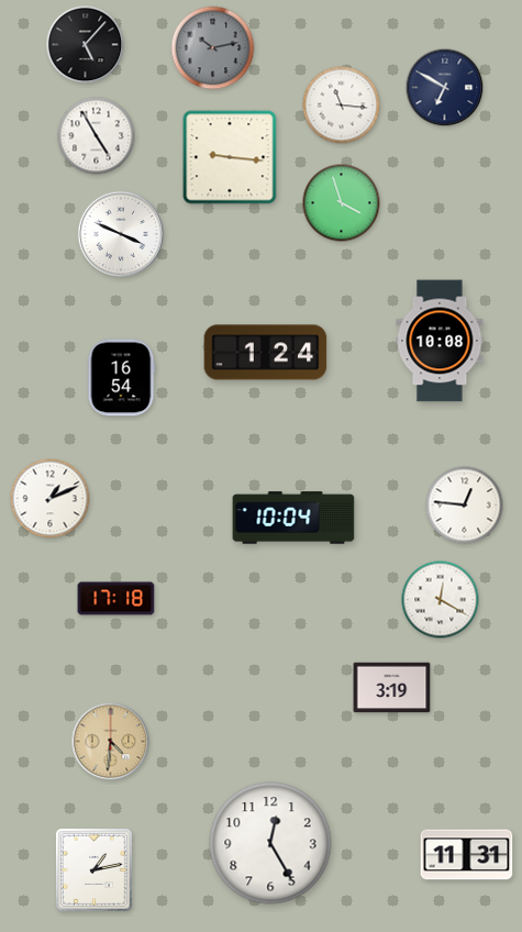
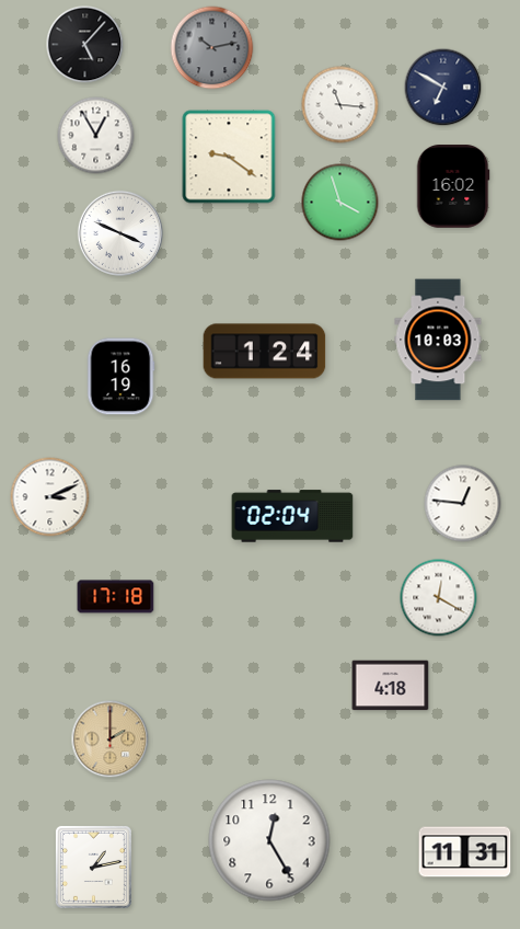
clock at (97, 136): 4:55 -> 12:55
clock at (230, 157): 9:16 -> 9:21
clock at (453, 186): none -> 16:02
clock at (440, 341): 10:08 -> 10:03
clock at (121, 378): 16:54 -> 16:19
clock at (51, 499): 1:11 -> 3:11
clock at (293, 518): 10:04 -> 02:04
clock at (392, 688): 3:19 -> 4:18
clock at (111, 742): 4:31 -> 2:00
